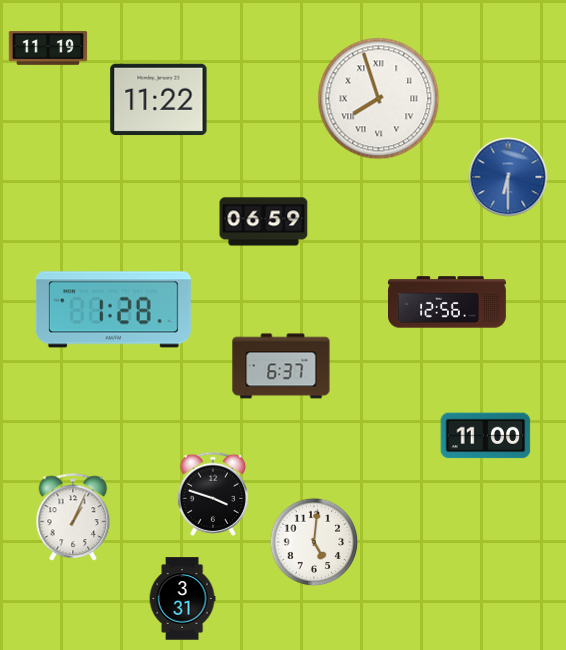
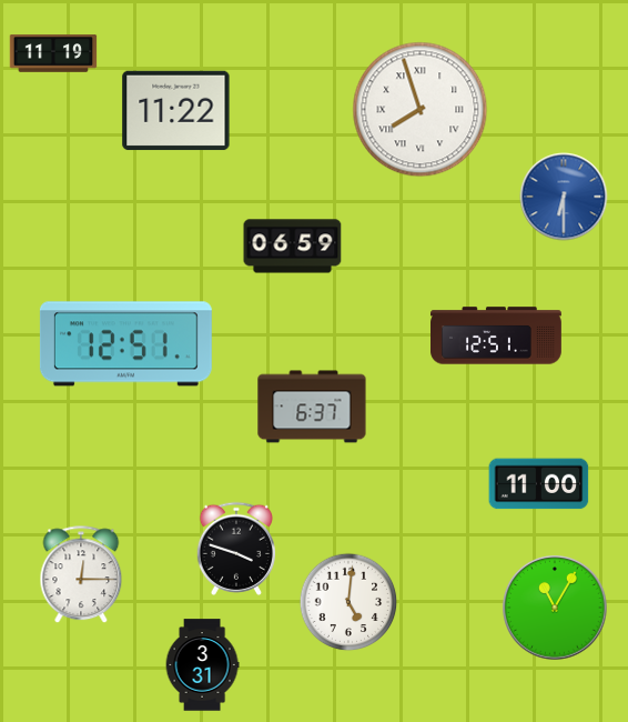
clock at (448, 302): 12:56 -> 12:51
clock at (113, 310): 1:28 -> 12:51
clock at (73, 518): 1:04 -> 12:15
clock at (555, 608): none -> 11:05
